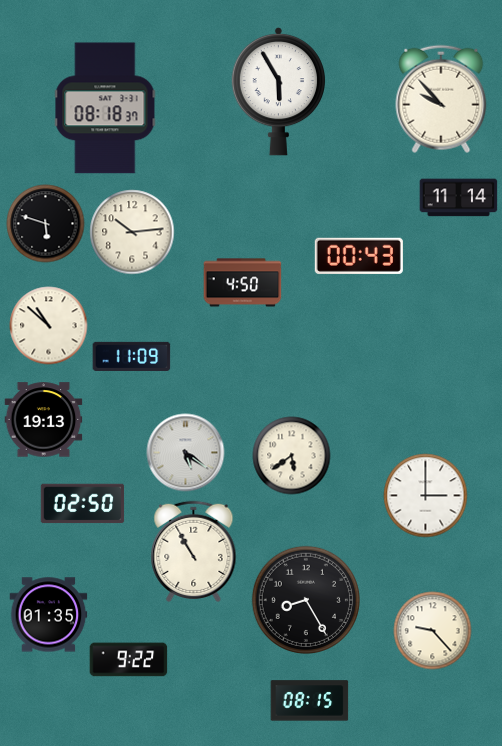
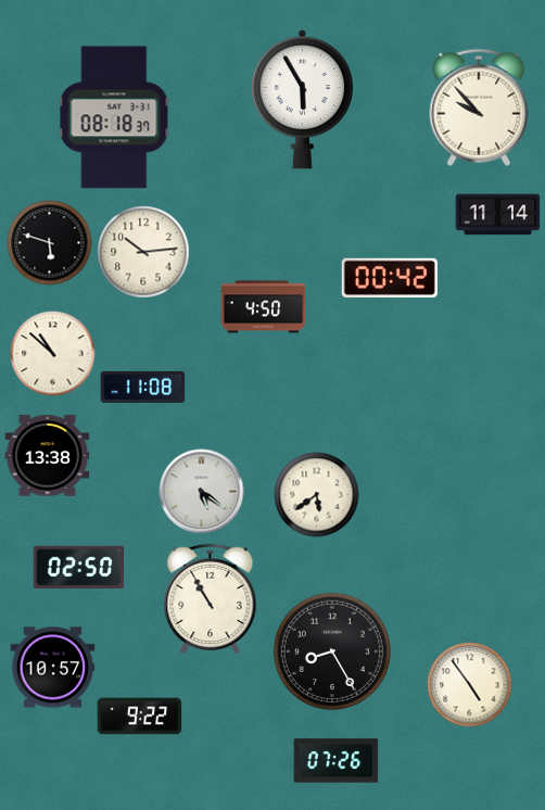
clock at (359, 256): 00:43 -> 00:42
clock at (131, 356): 11:09 -> 11:08
clock at (43, 420): 19:13 -> 13:38
clock at (425, 495): 3:00 -> none
clock at (82, 504) position: (82, 504) -> (78, 568)
clock at (48, 615): 01:35 -> 10:57
clock at (432, 630): 9:23 -> 4:54
clock at (309, 701): 08:15 -> 07:26
